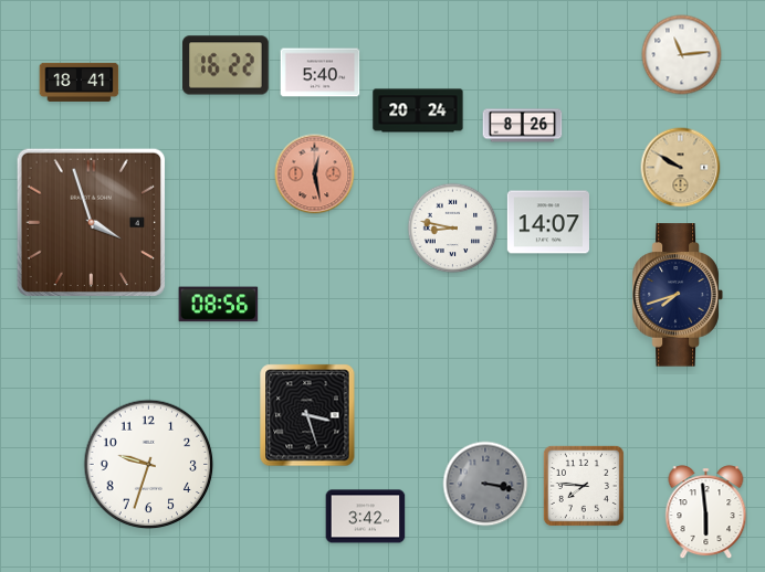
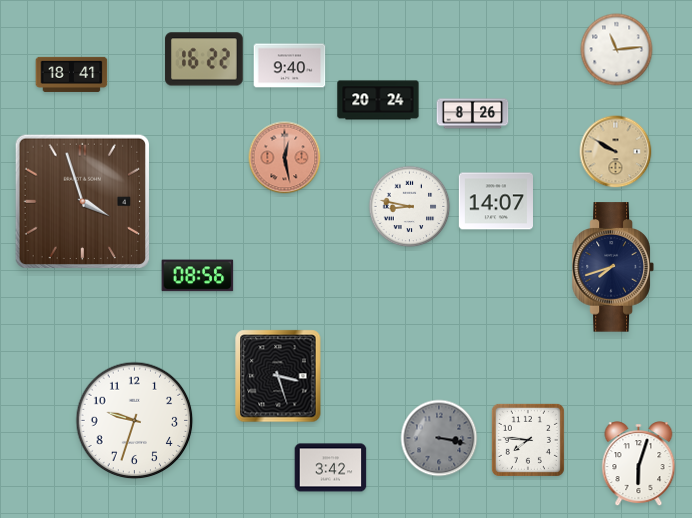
clock at (321, 73): 5:40 -> 9:40
clock at (706, 512): 5:59 -> 6:03
